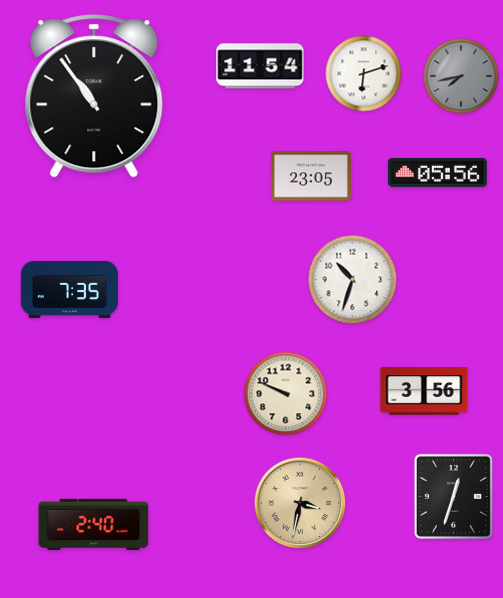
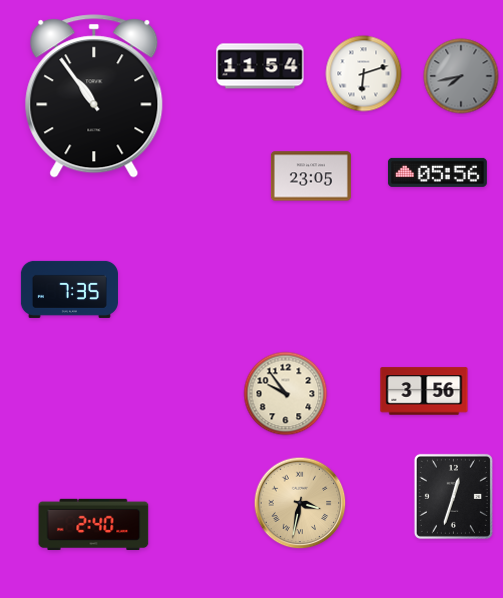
clock at (353, 280): 10:33 -> none
clock at (286, 394): 9:49 -> 9:54
